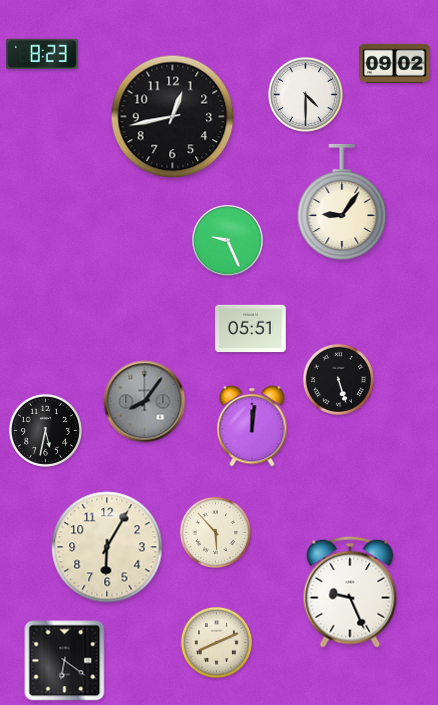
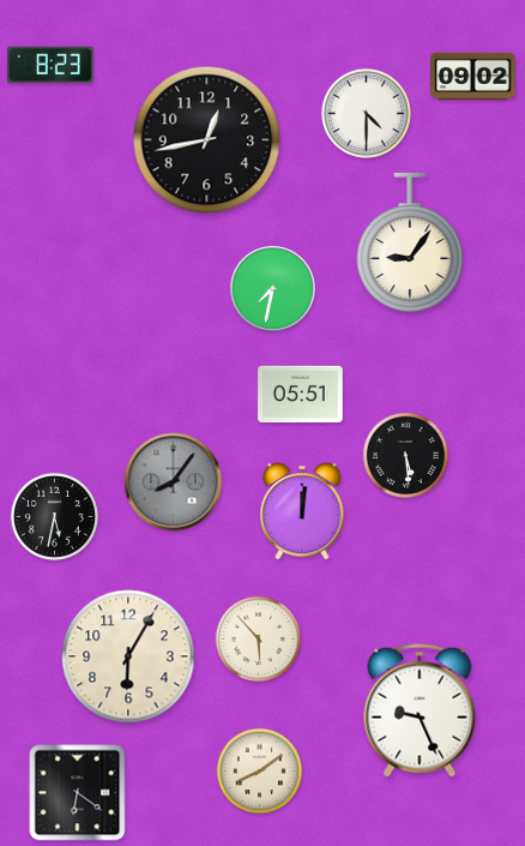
clock at (228, 241): 9:26 -> 7:32
clock at (338, 379): 5:27 -> 5:29
clock at (216, 642): 8:11 -> 8:09
